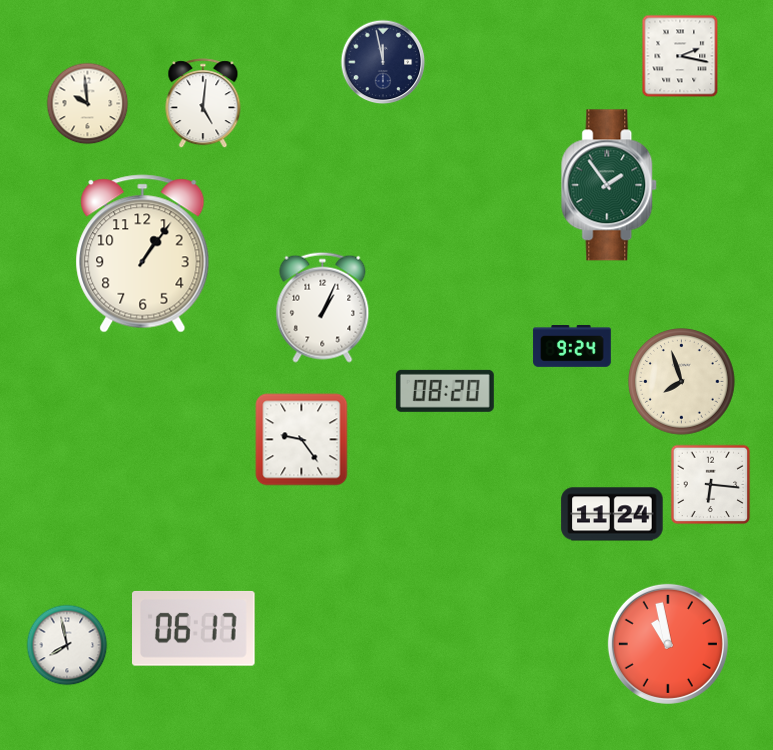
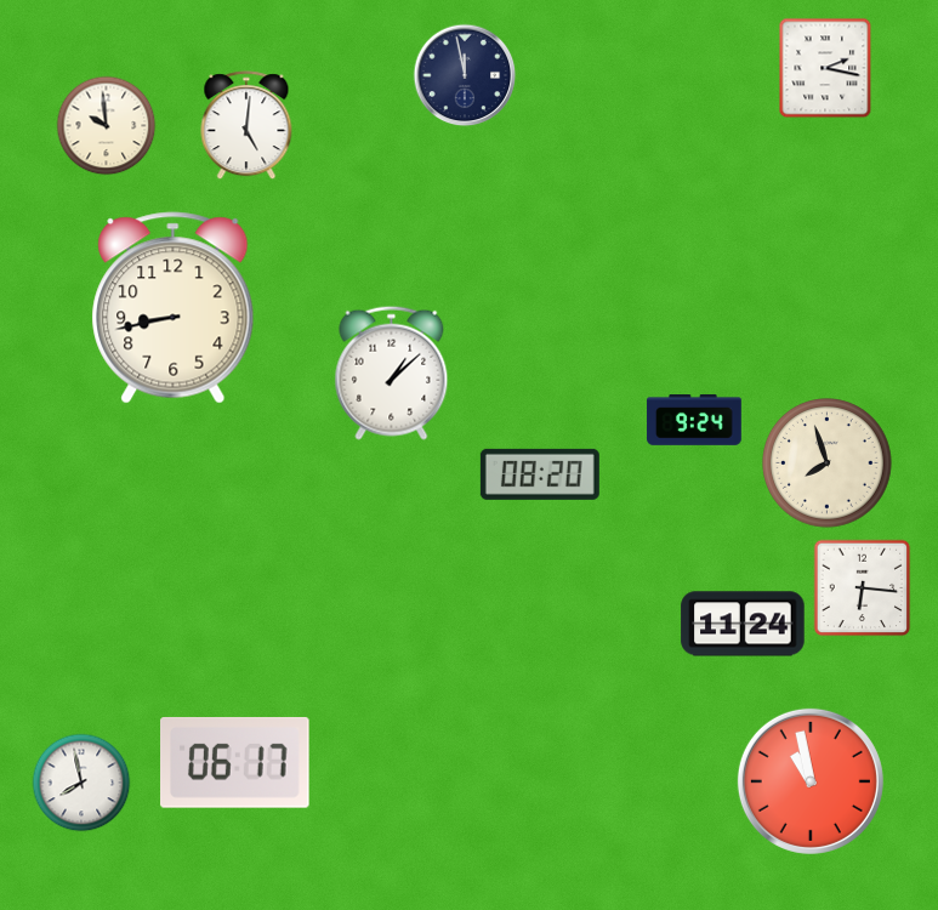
clock at (610, 185): 1:54 -> none
clock at (143, 254): 1:06 -> 8:43
clock at (323, 307): 1:04 -> 1:08
clock at (302, 440): 9:24 -> none
